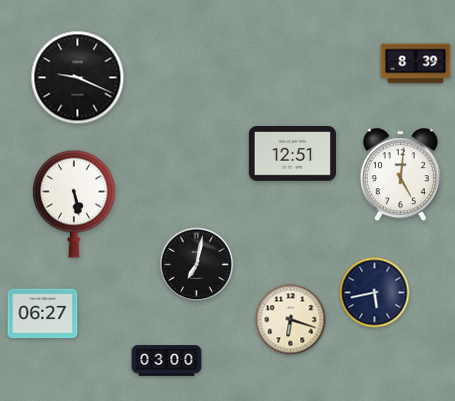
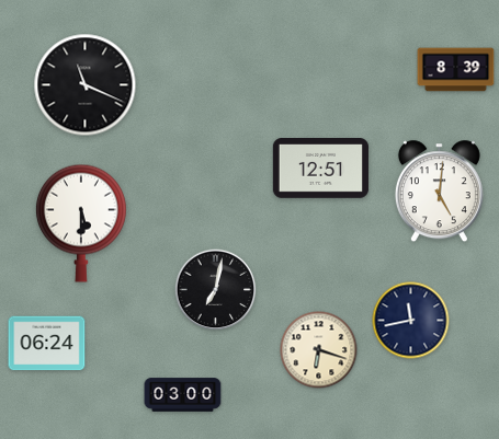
clock at (78, 78): 9:19 -> 11:19
clock at (74, 204): 5:28 -> 5:30
clock at (375, 293): 5:43 -> 11:43
clock at (43, 314): 06:27 -> 06:24
